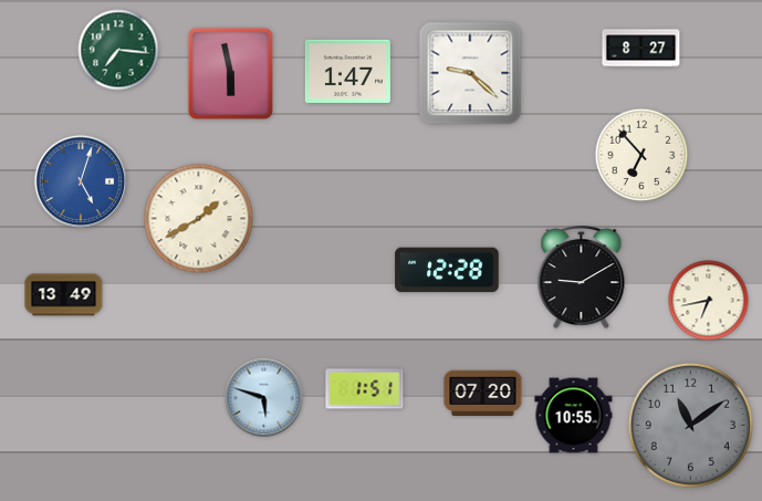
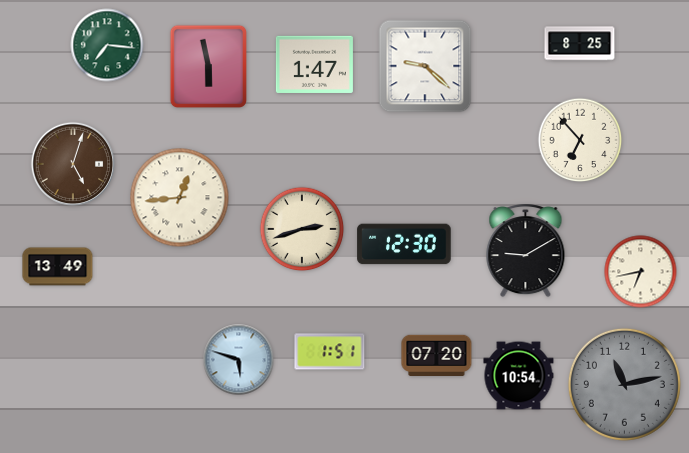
clock at (641, 49): 8:27 -> 8:25
clock at (80, 180) dial: blue -> brown
clock at (199, 219): 1:40 -> 12:44
clock at (302, 229): none -> 2:42
clock at (447, 270): 12:28 -> 12:30
clock at (574, 416): 10:55 -> 10:54
clock at (690, 425): 11:09 -> 11:13
